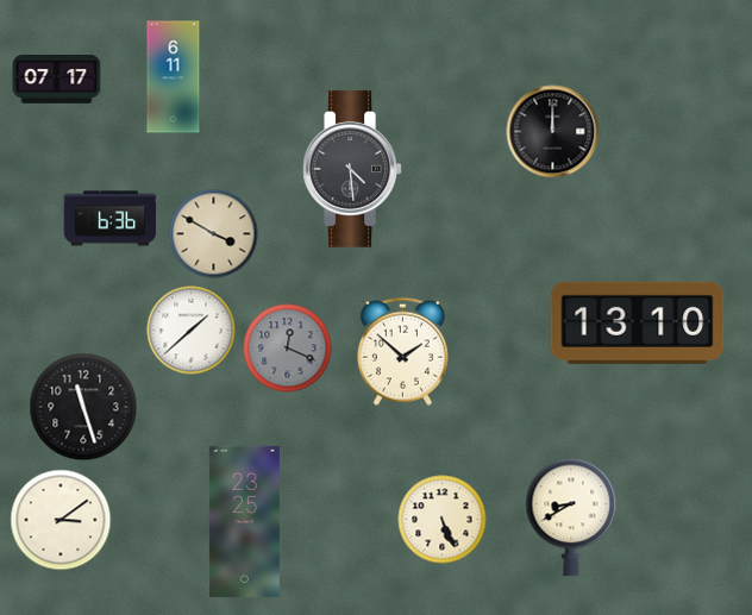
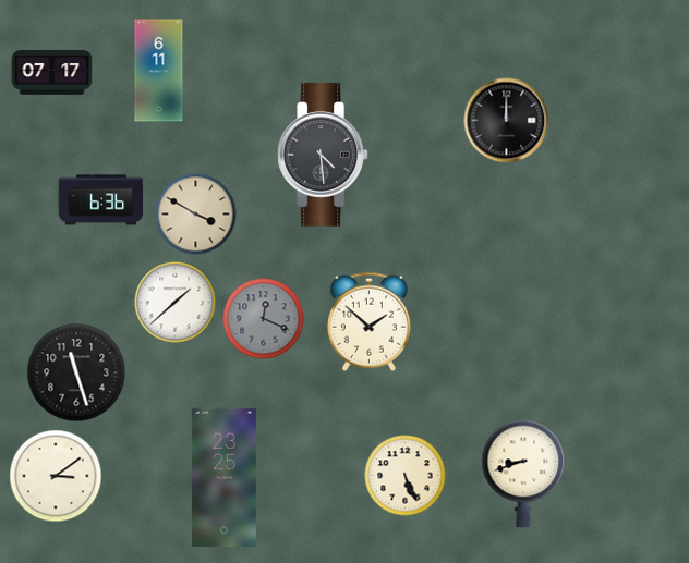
clock at (638, 322): 13:10 -> none
clock at (571, 517): 8:40 -> 8:42
